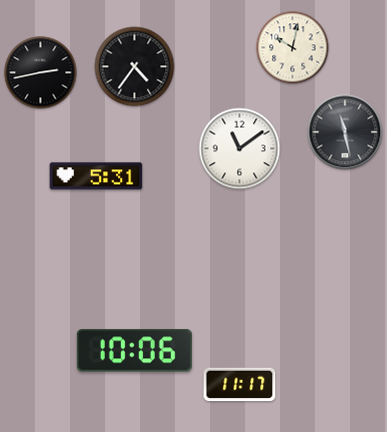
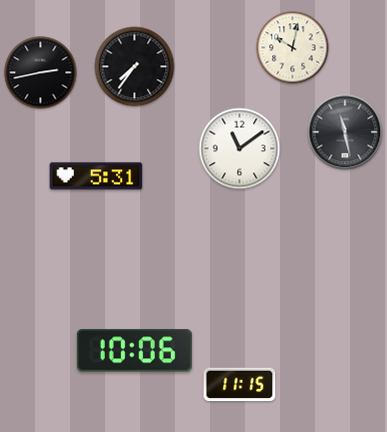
clock at (135, 67): 4:36 -> 7:36
clock at (240, 385): 11:17 -> 11:15
